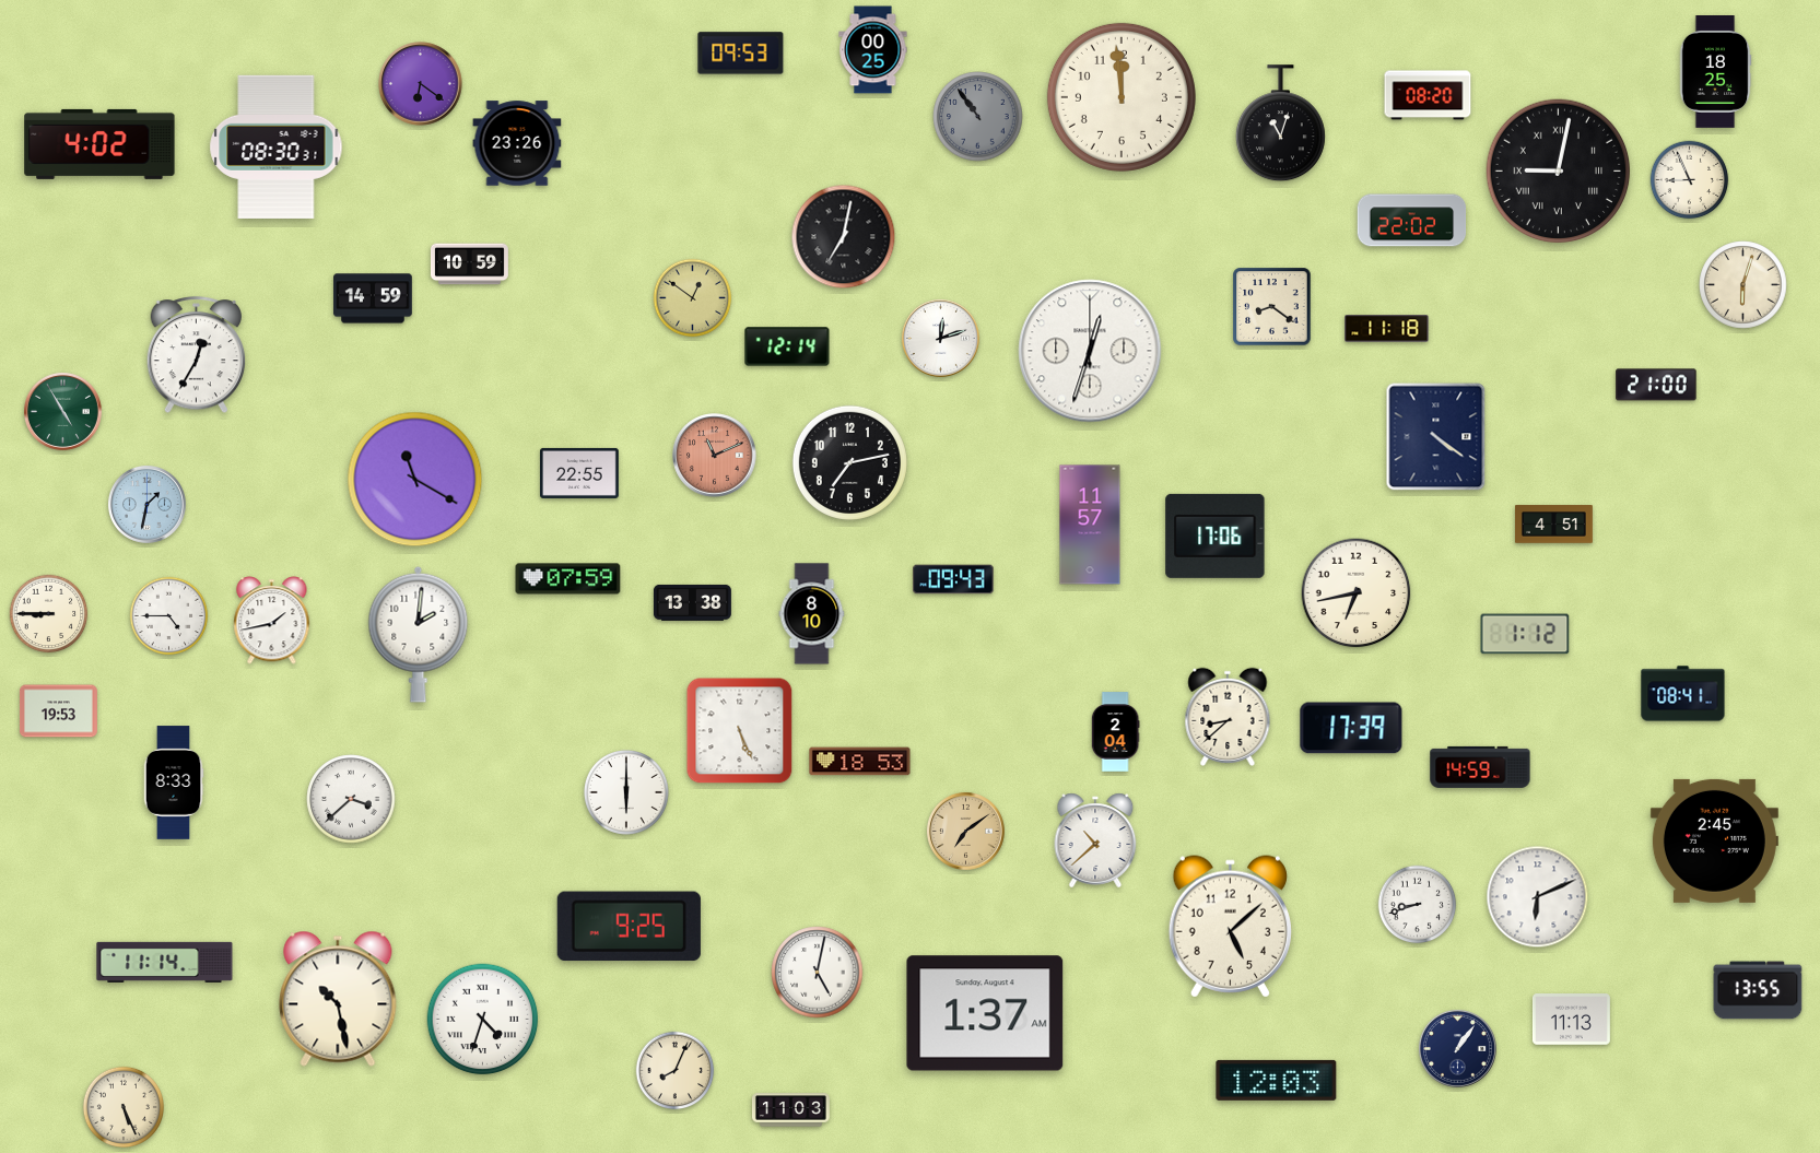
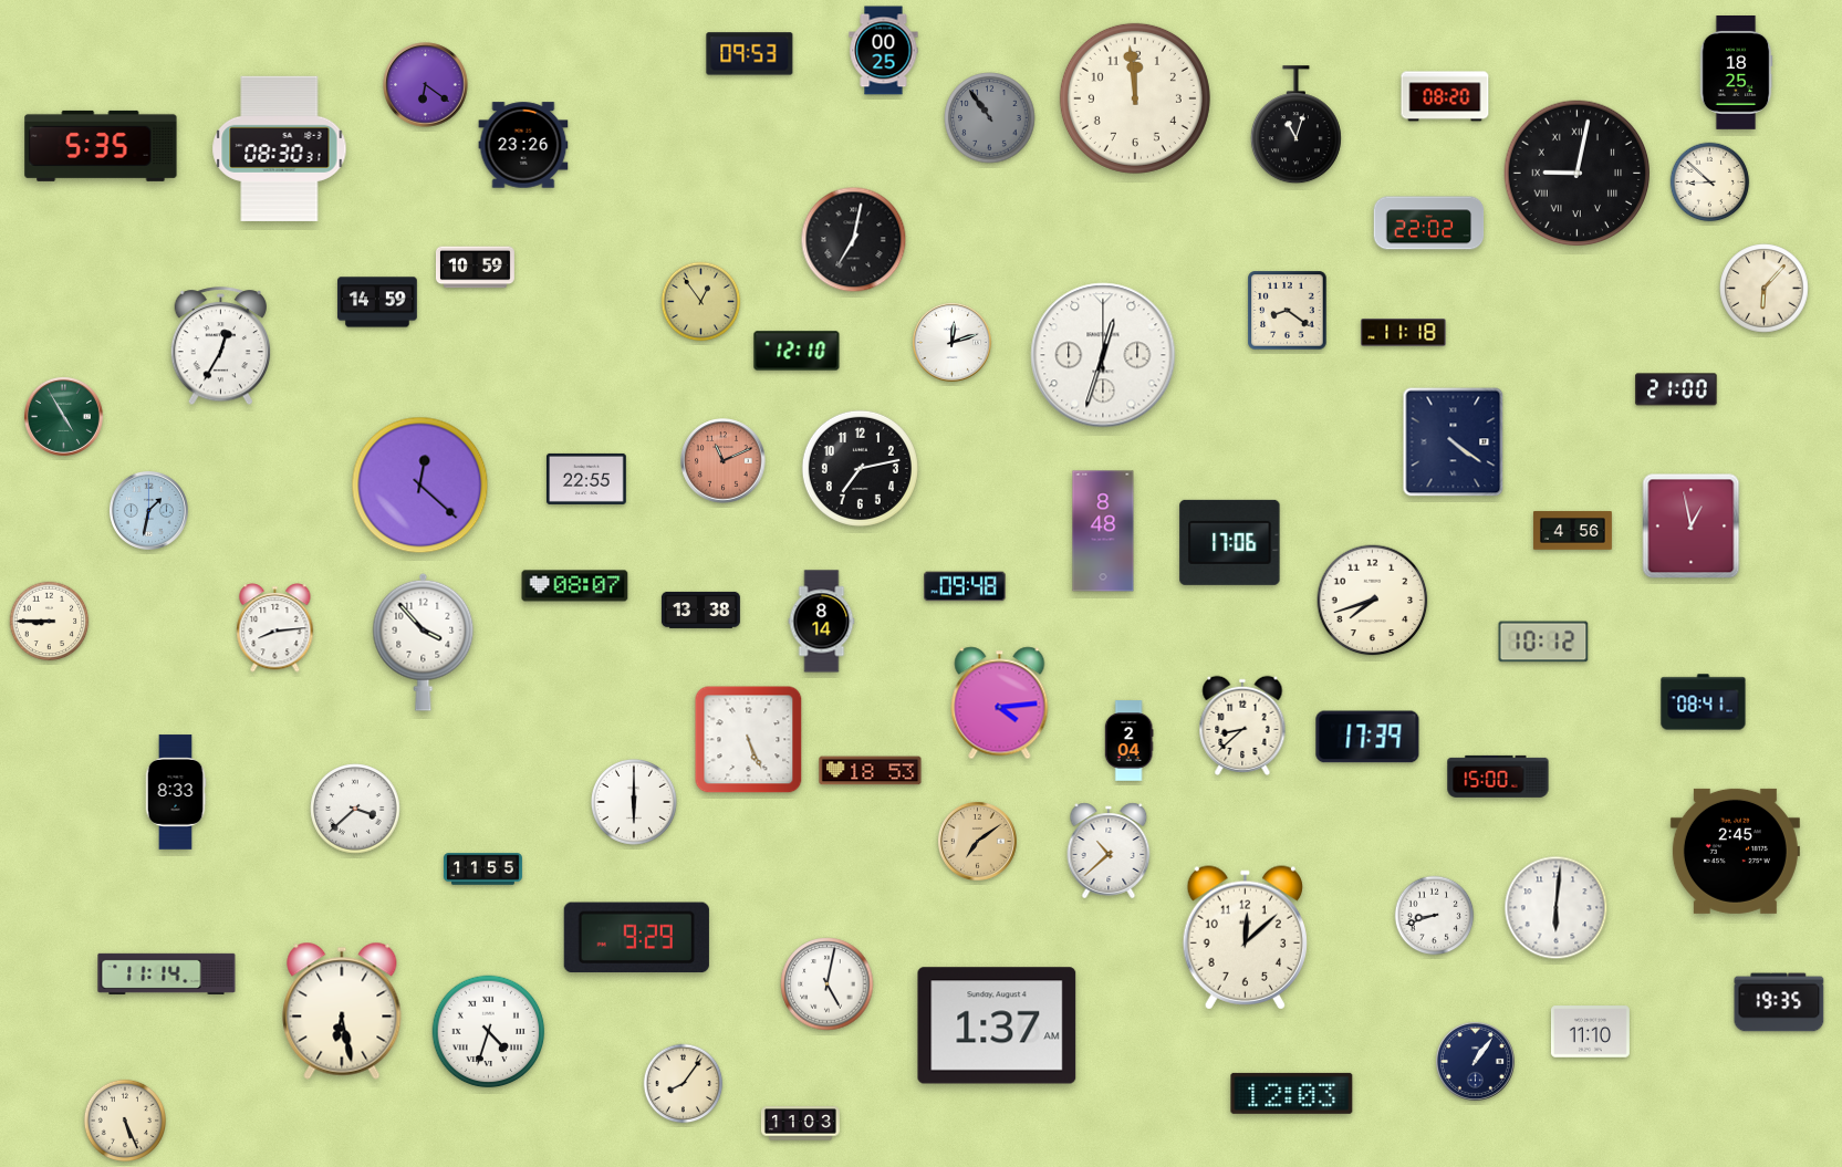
clock at (99, 144): 4:02 -> 5:35
clock at (1690, 180): 8:56 -> 8:52
clock at (1743, 285): 6:03 -> 6:07
clock at (693, 298): 12:51 -> 12:54
clock at (787, 346): 12:14 -> 12:10
clock at (197, 355) position: (197, 355) -> (221, 346)
clock at (415, 480): 11:20 -> 12:22
clock at (1692, 527): none -> 12:58
clock at (1090, 525): 11:57 -> 8:48
clock at (1553, 525): 4:51 -> 4:56
clock at (568, 579): 07:59 -> 08:07
clock at (953, 579): 09:43 -> 09:48
clock at (1357, 593): 6:43 -> 7:42
clock at (812, 614): 8:10 -> 8:14
clock at (169, 616): 4:45 -> none
clock at (272, 621): 1:43 -> 8:14
clock at (419, 634): 2:01 -> 3:53
clock at (1525, 634): 1:12 -> 10:12
clock at (1000, 704): none -> 4:14
clock at (58, 711): 19:53 -> none
clock at (1480, 767): 14:59 -> 15:00
clock at (483, 869): none -> 11:55
clock at (1538, 897): 6:11 -> 6:01
clock at (629, 927): 9:25 -> 9:29
clock at (1230, 927): 5:08 -> 12:08
clock at (1758, 990): 13:55 -> 19:35
clock at (338, 999): 10:28 -> 6:28
clock at (1571, 1020): 11:13 -> 11:10
clock at (676, 1071): 8:04 -> 8:06
